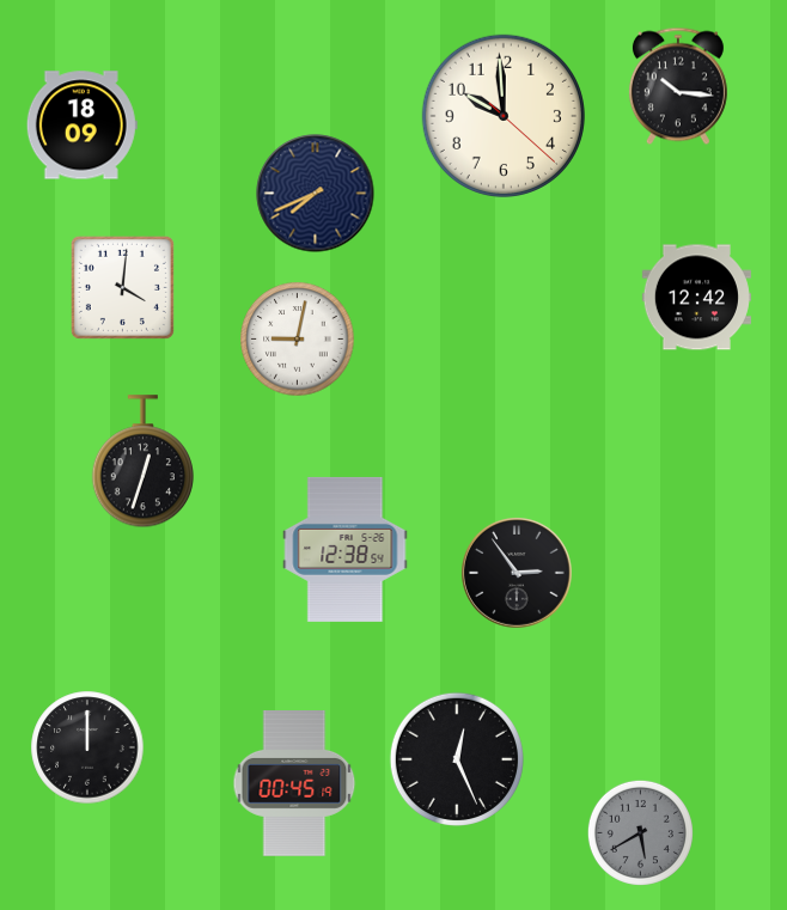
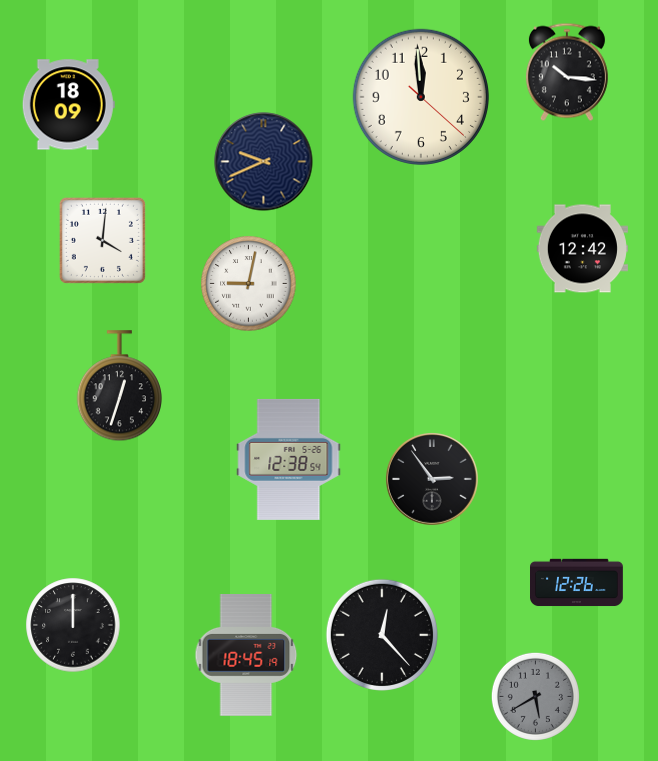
clock at (504, 116): 9:59 -> 11:59
clock at (316, 194): 7:41 -> 9:41
clock at (577, 583): none -> 12:26
clock at (457, 759): 12:26 -> 12:23
clock at (294, 784): 00:45 -> 18:45
